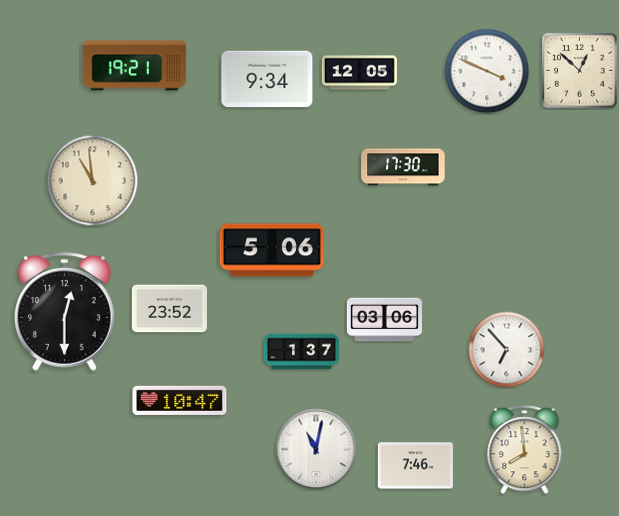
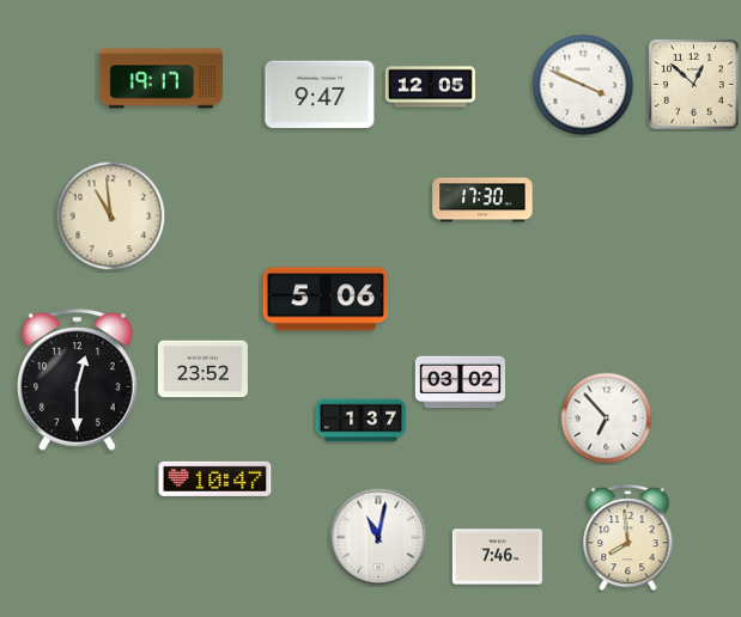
clock at (135, 66): 19:21 -> 19:17
clock at (267, 79): 9:34 -> 9:47
clock at (65, 312) position: (65, 312) -> (78, 380)
clock at (384, 320): 03:06 -> 03:02
